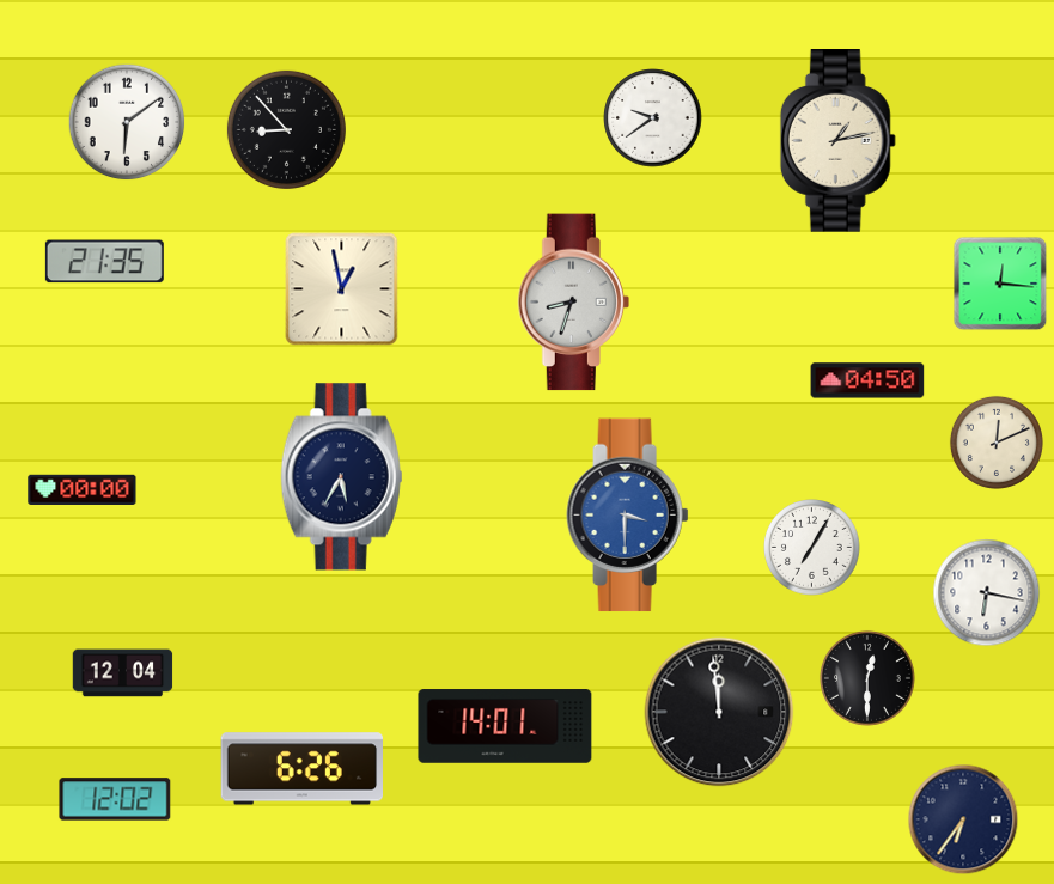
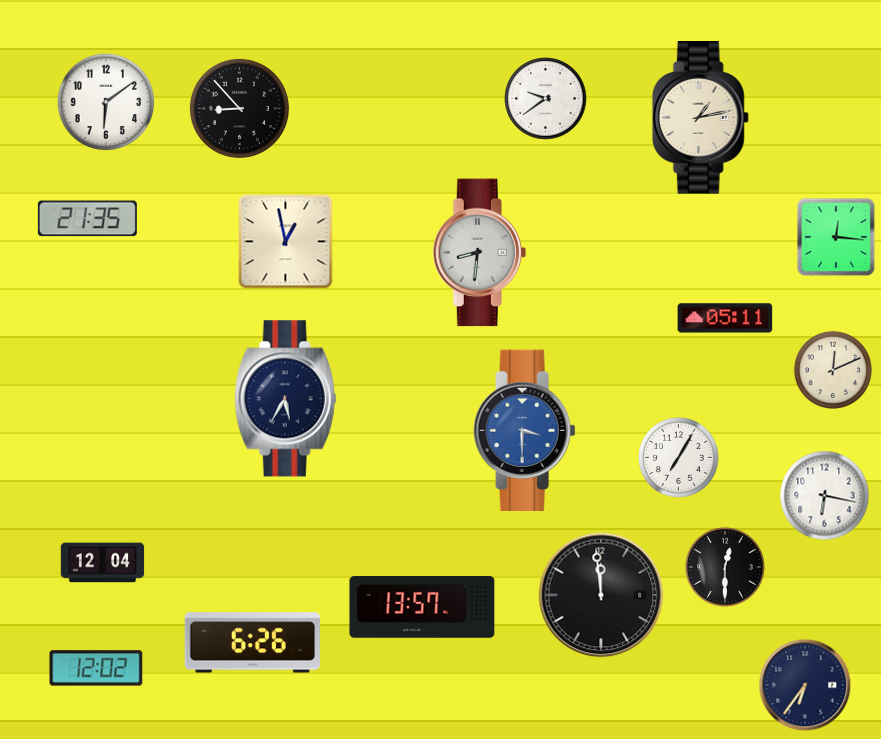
clock at (573, 303): 8:33 -> 8:31
clock at (867, 380): 04:50 -> 05:11
clock at (83, 489): 00:00 -> none
clock at (505, 726): 14:01 -> 13:57
